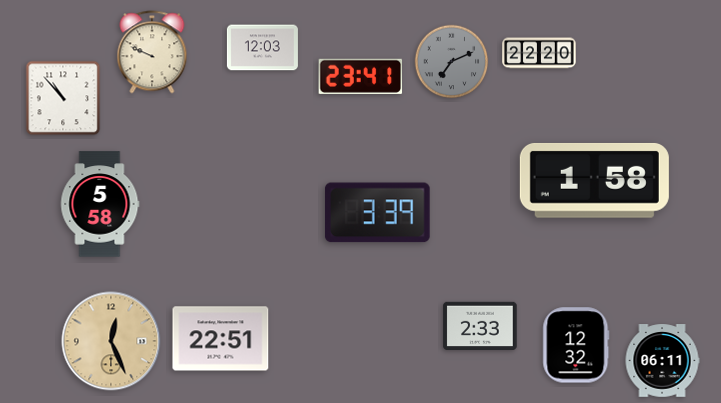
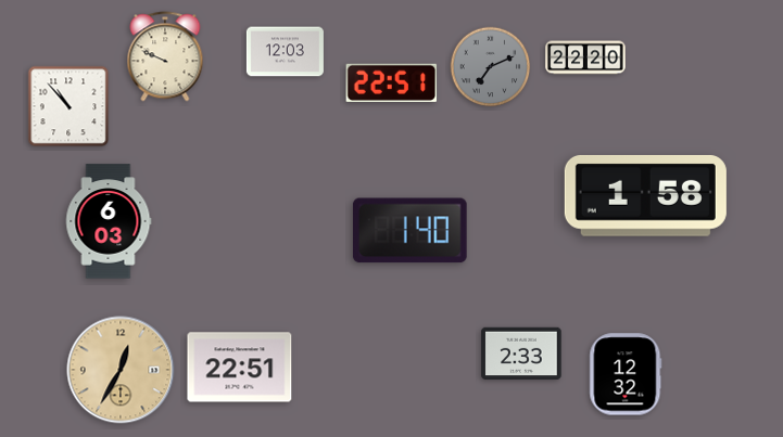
clock at (361, 76): 23:41 -> 22:51
clock at (100, 204): 5:58 -> 6:03
clock at (377, 213): 3:39 -> 1:40
clock at (111, 341): 12:26 -> 12:35
clock at (662, 361): 06:11 -> none
